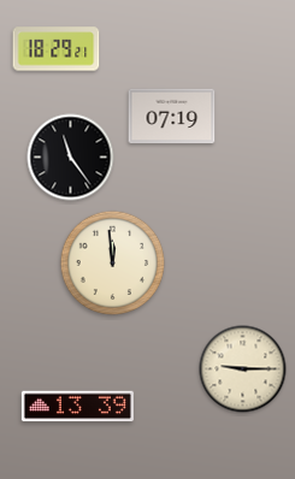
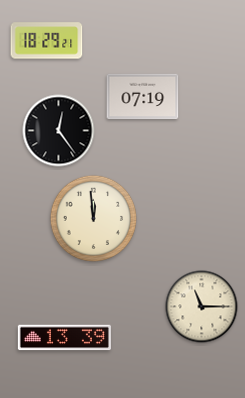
clock at (71, 158): 11:24 -> 12:24
clock at (243, 369): 9:15 -> 11:15
